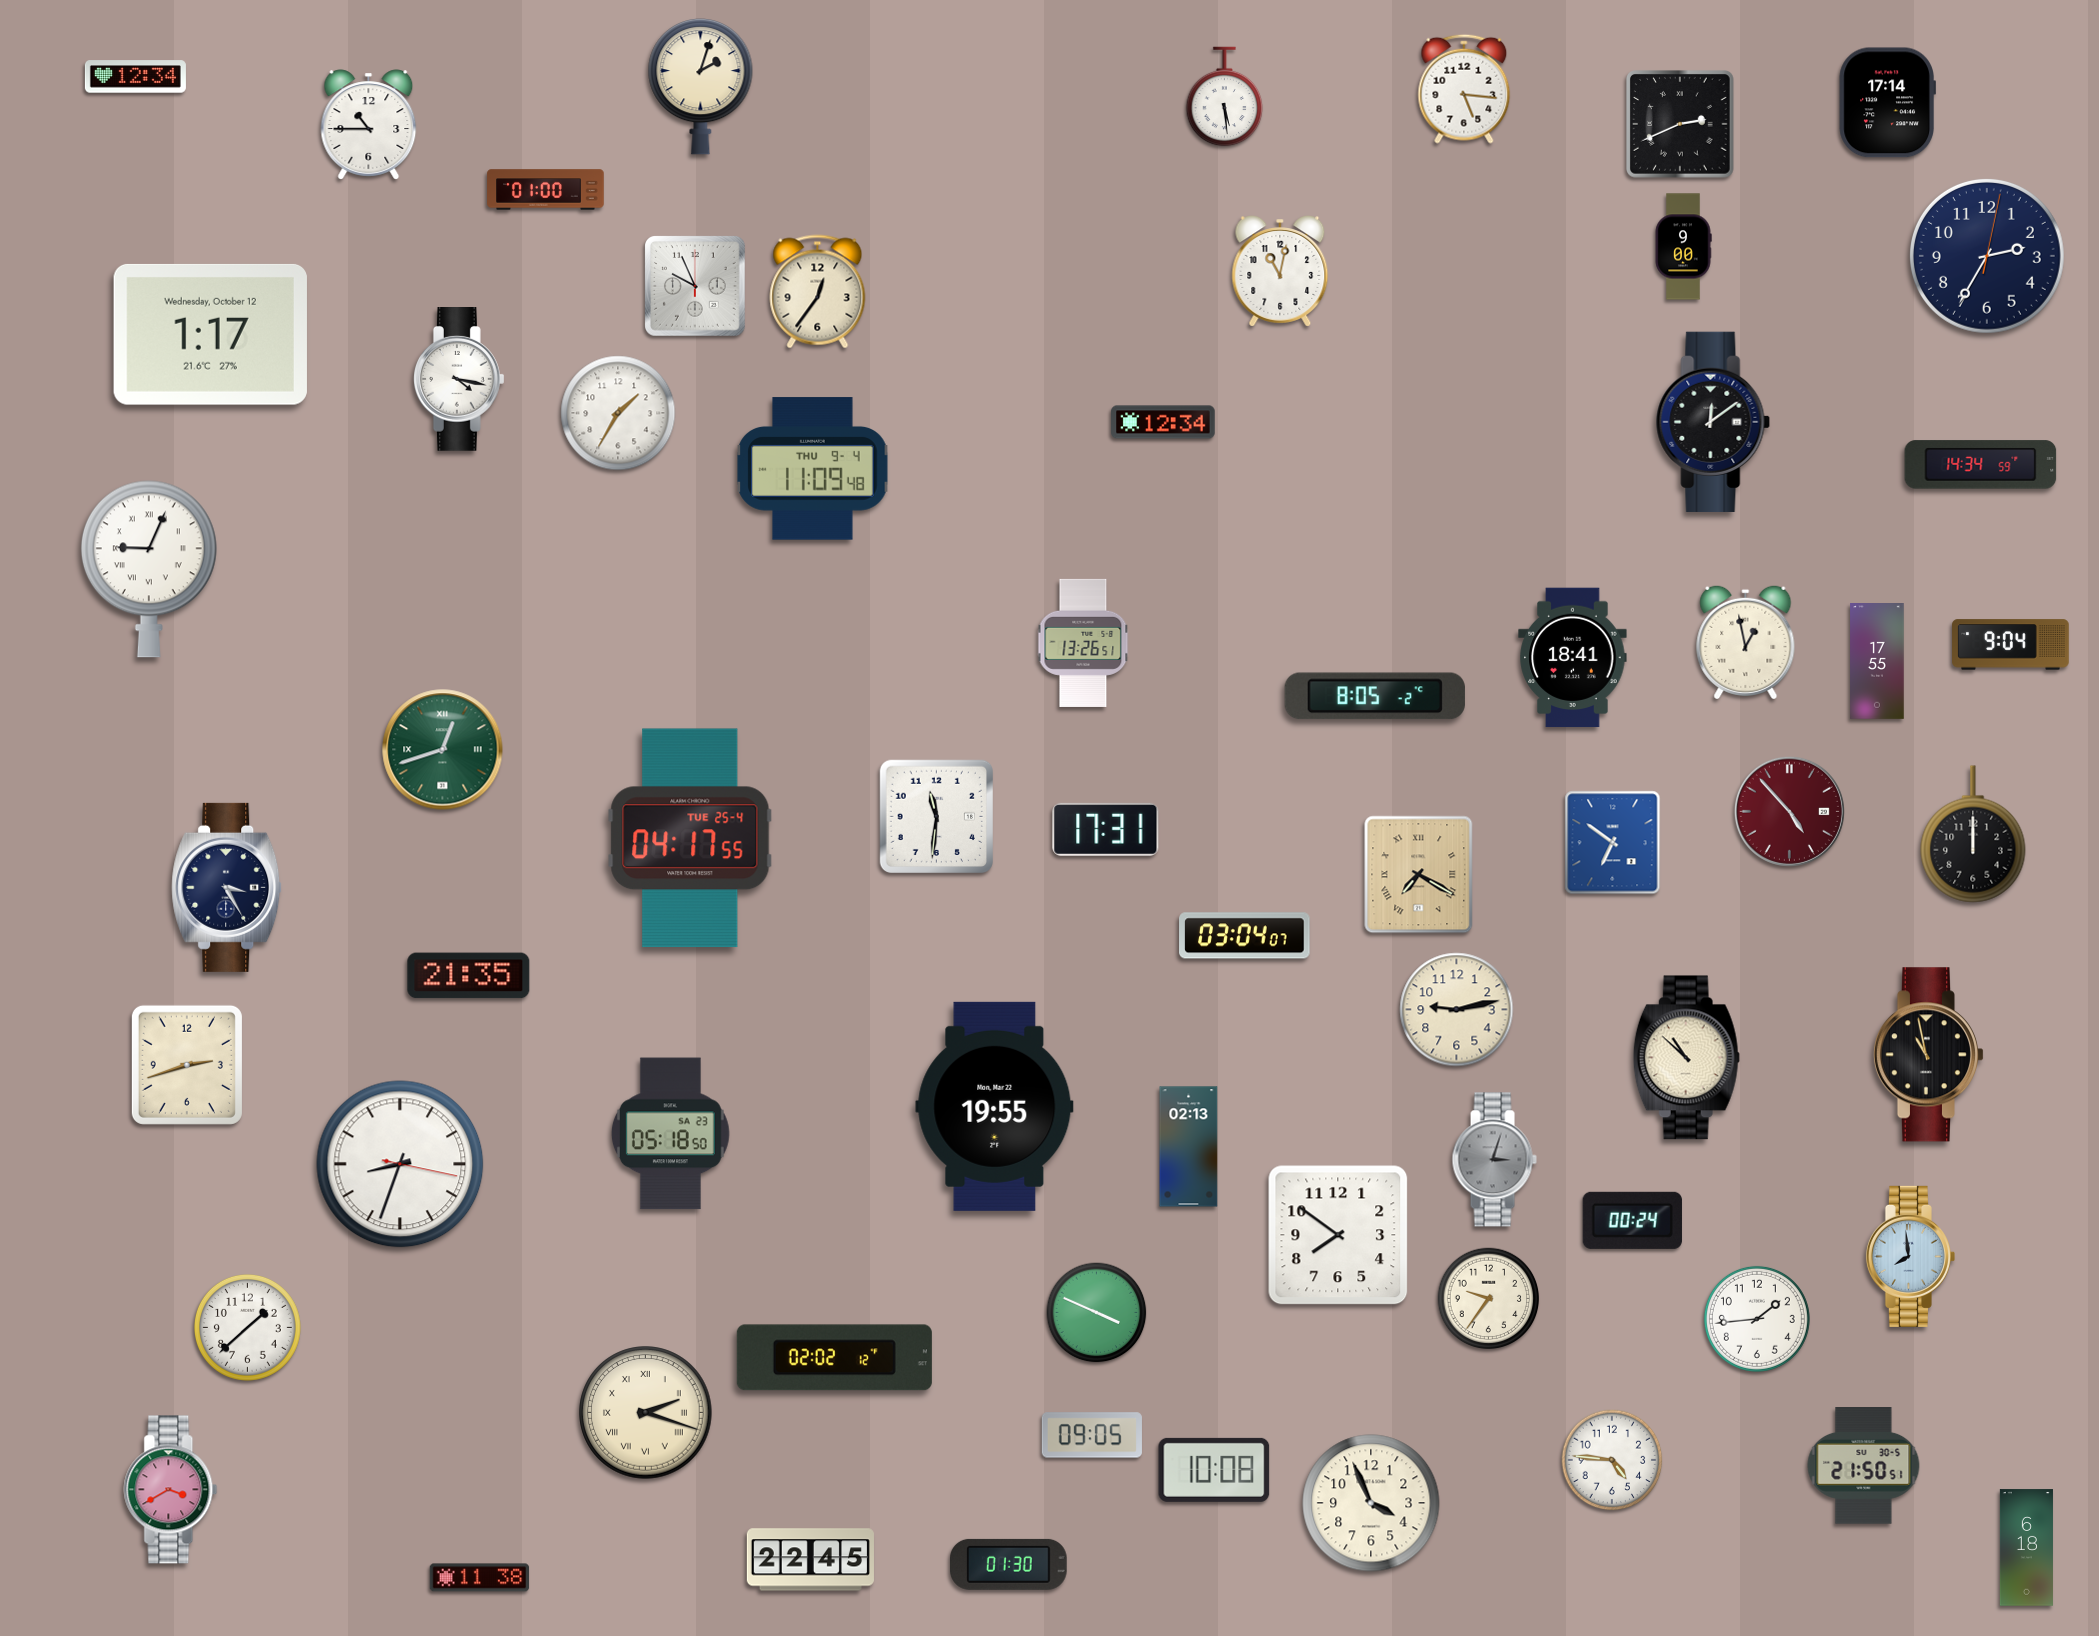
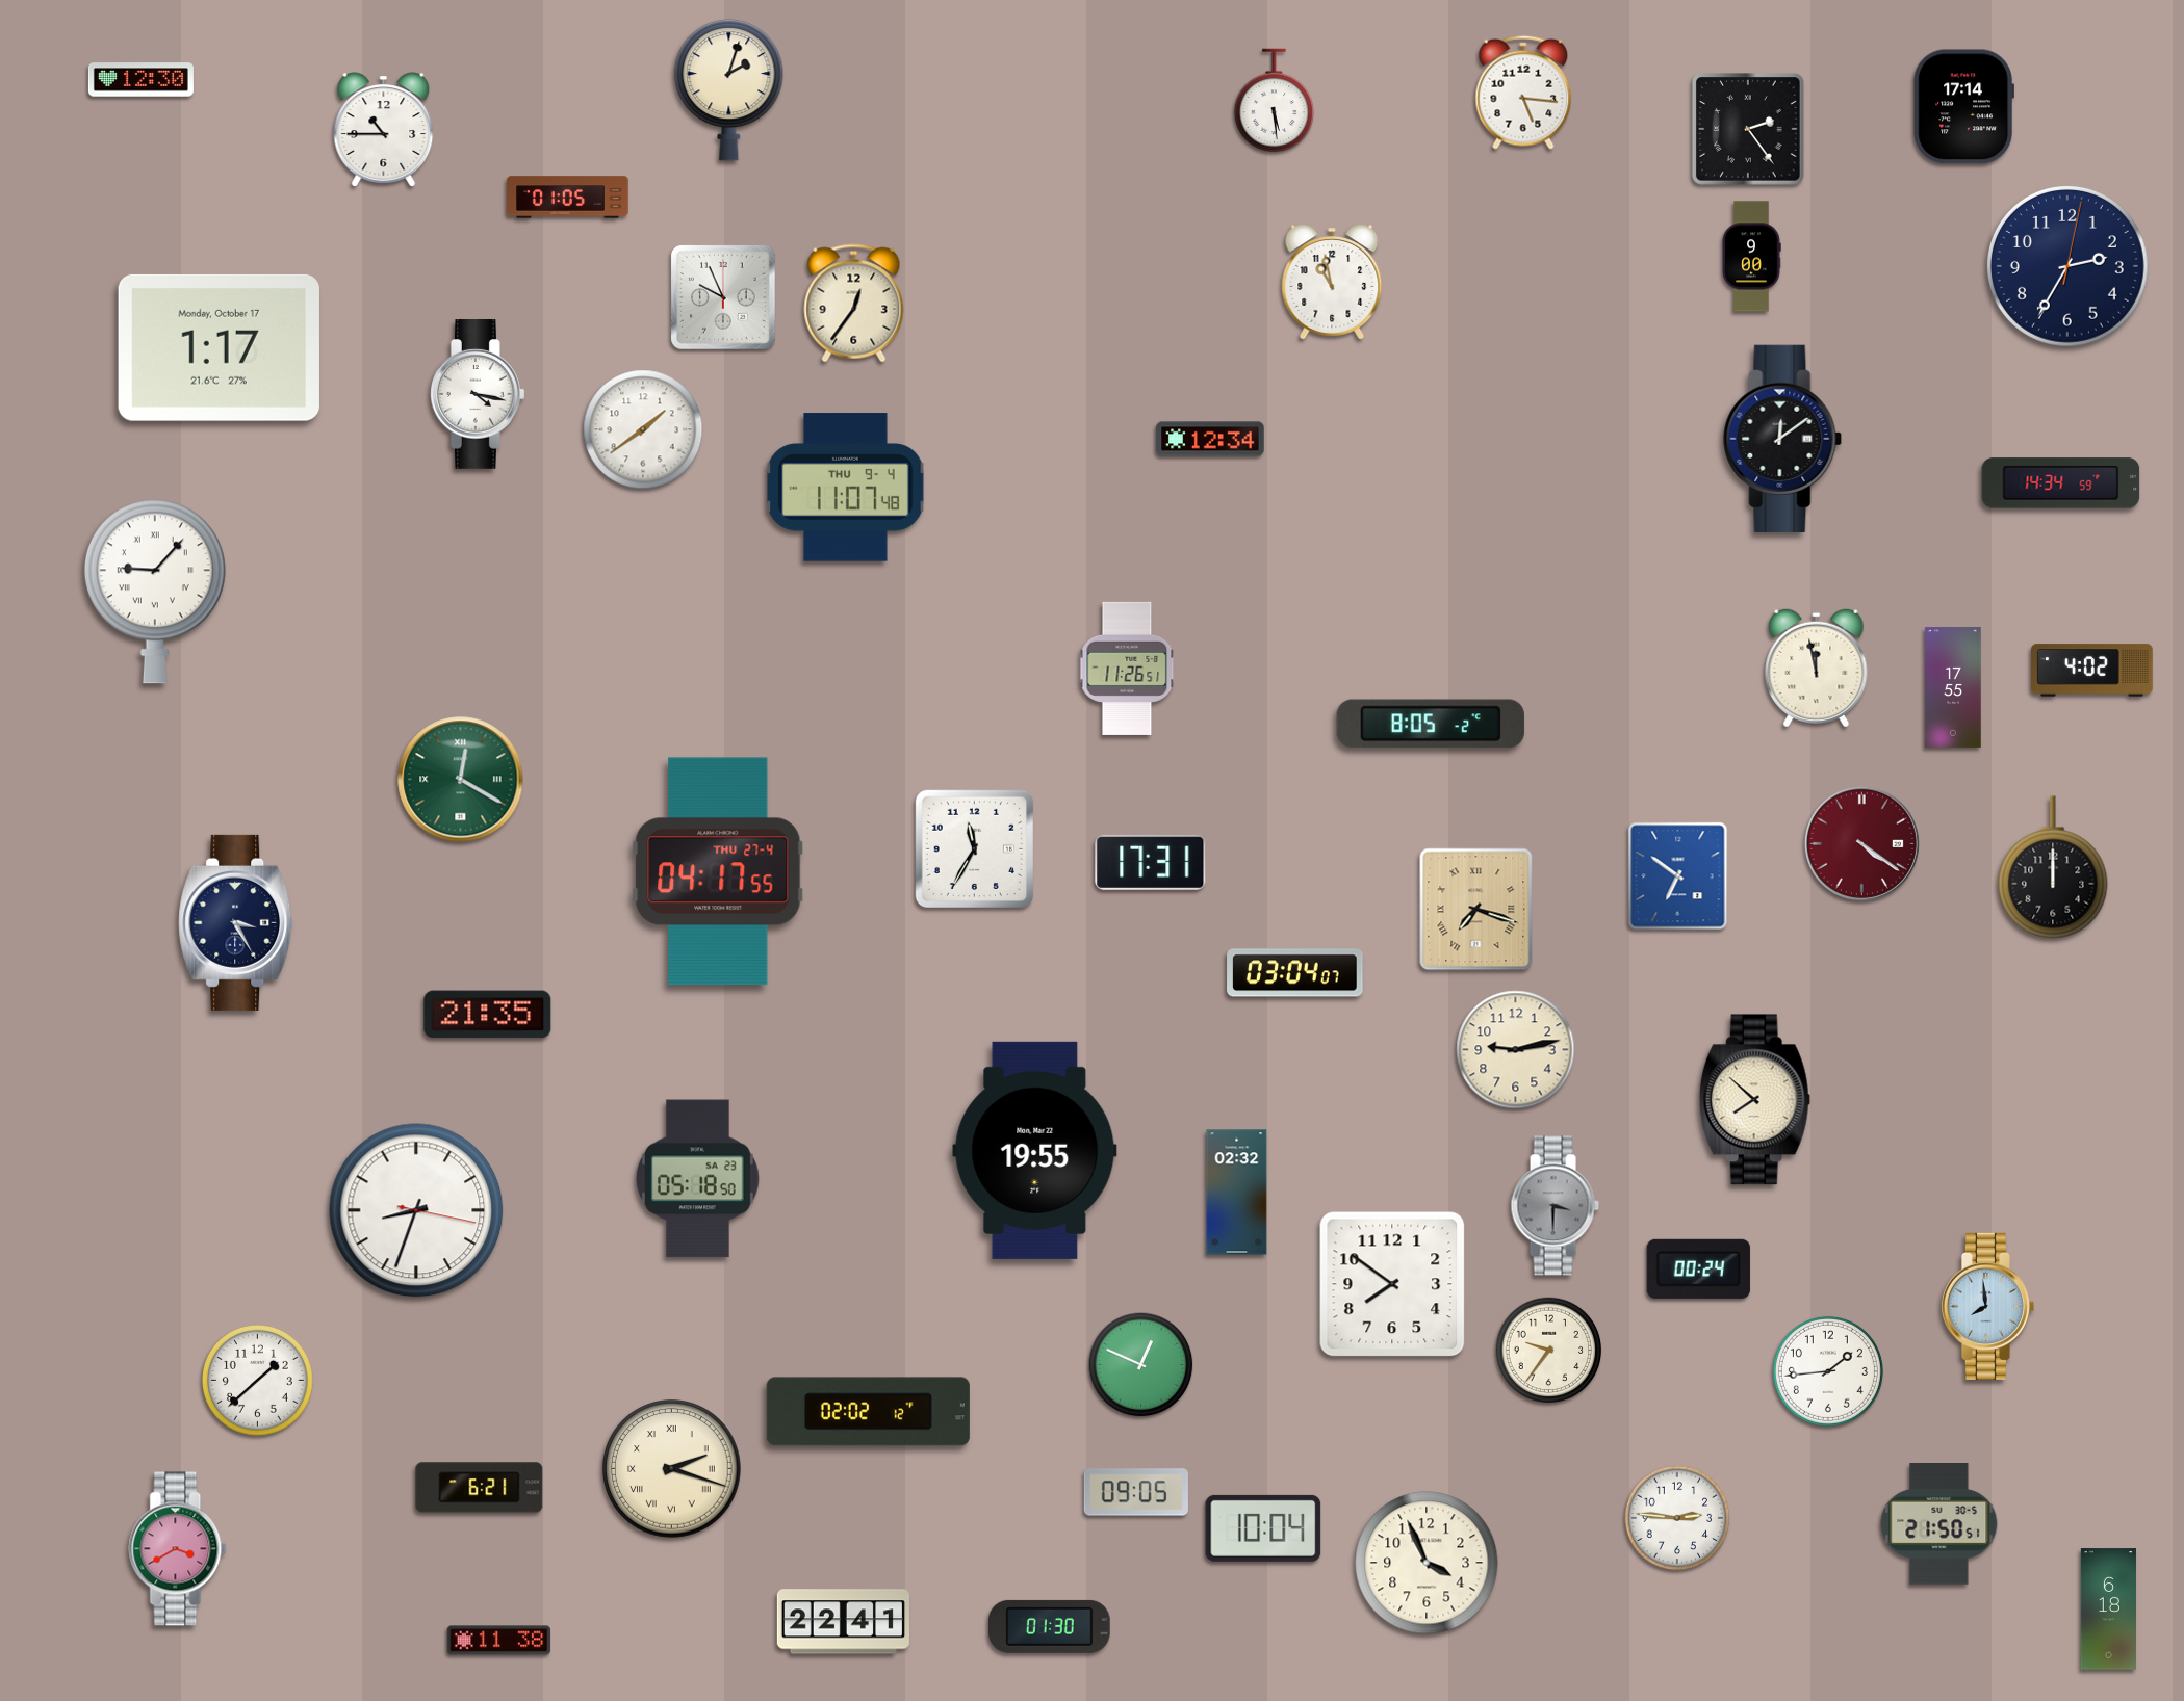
clock at (135, 77): 12:34 -> 12:30
clock at (1680, 124): 2:41 -> 2:24
clock at (546, 190): 01:00 -> 01:05
clock at (1280, 271): 11:02 -> 10:58
clock at (818, 292) position: (818, 292) -> (854, 304)
clock at (210, 334) date: Wednesday, October 12 -> Monday, October 17
clock at (618, 413): 1:35 -> 1:39
clock at (813, 469): 11:09 -> 11:07
clock at (149, 569): 9:04 -> 9:07
clock at (1746, 642): 12:58 -> 11:58
clock at (1083, 643): 13:26 -> 11:26
clock at (2011, 645): 9:04 -> 4:02
clock at (1573, 658): 18:41 -> none
clock at (443, 750): 12:42 -> 12:20
clock at (1789, 811): 4:53 -> 4:21
clock at (936, 816): 11:31 -> 11:35
clock at (690, 838) date: TUE 25-4 -> THU 27-4
clock at (1419, 875): 7:20 -> 7:18
clock at (1928, 1055): 10:58 -> none
clock at (1686, 1058): 10:52 -> 7:52
clock at (187, 1065): 2:42 -> none
clock at (1189, 1147): 02:13 -> 02:32
clock at (1494, 1160): 3:03 -> 3:30
clock at (1097, 1313): 3:49 -> 12:49
clock at (480, 1488): none -> 6:21
clock at (1612, 1460): 4:46 -> 2:46
clock at (1214, 1470): 10:08 -> 10:04
clock at (810, 1560): 22:45 -> 22:41
